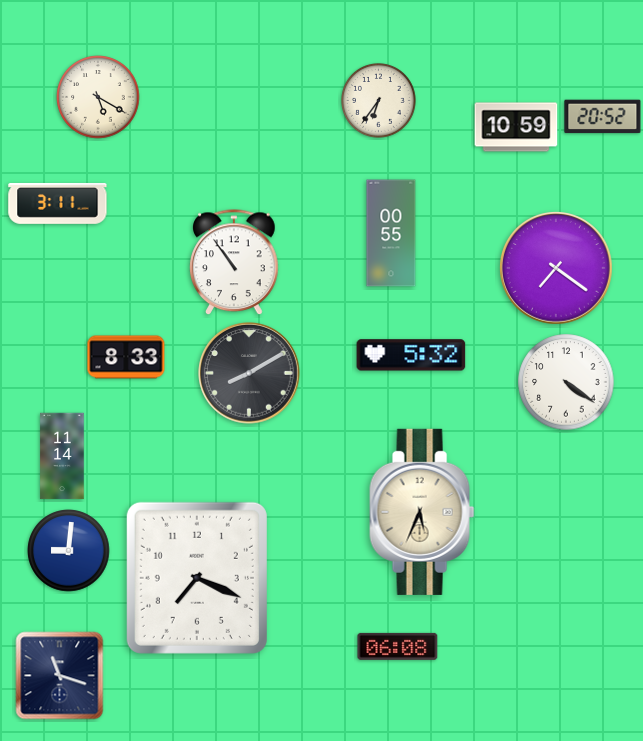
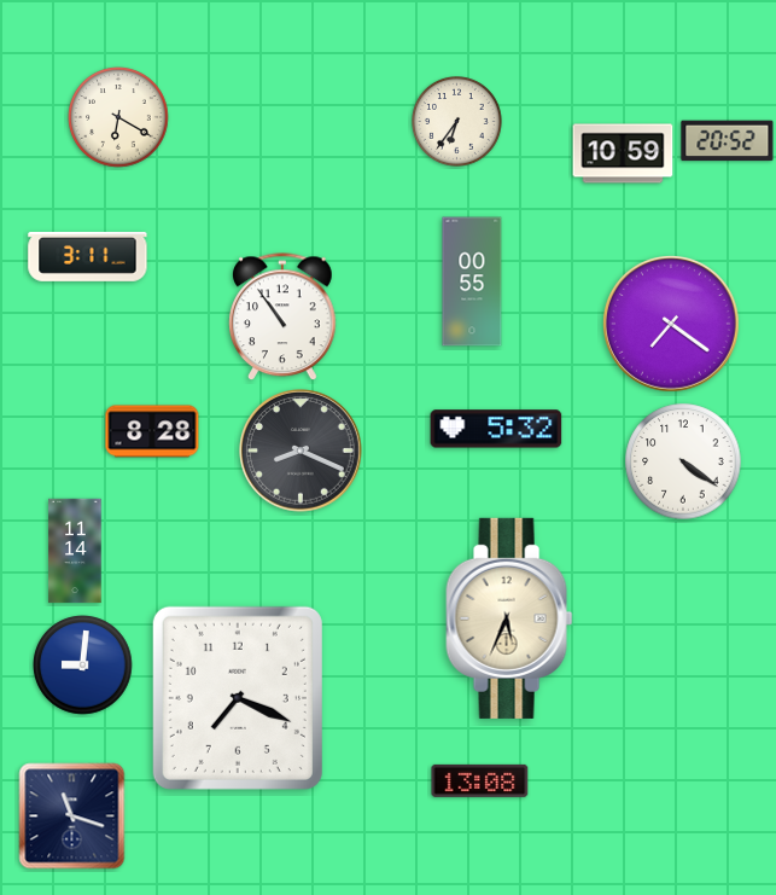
clock at (98, 97): 5:20 -> 6:20
clock at (58, 203) position: (58, 203) -> (88, 256)
clock at (126, 357): 8:33 -> 8:28
clock at (249, 373): 8:10 -> 8:19
clock at (398, 646): 06:08 -> 13:08
